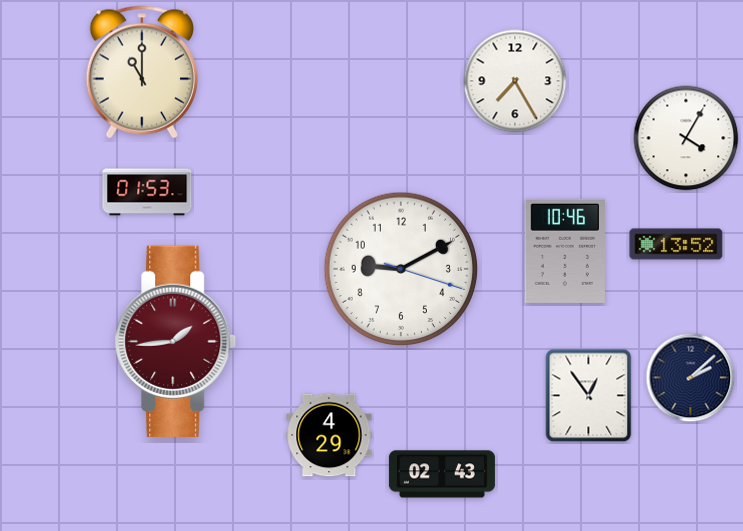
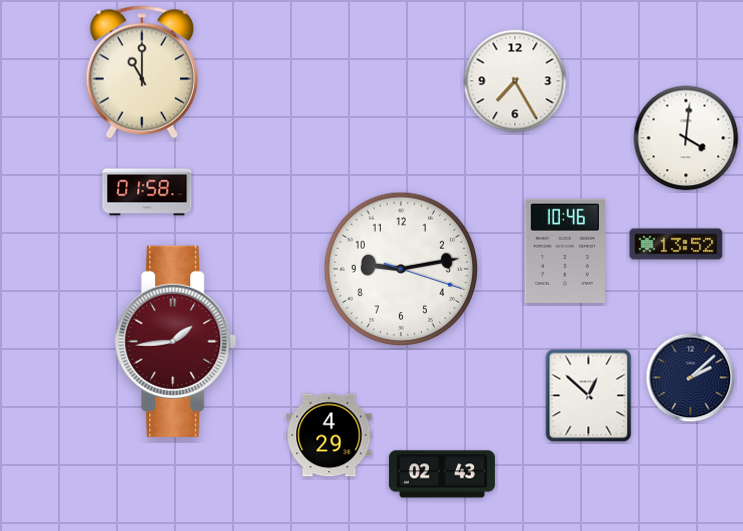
clock at (686, 138): 4:05 -> 4:01
clock at (147, 192): 01:53 -> 01:58
clock at (401, 269): 9:10 -> 9:13
clock at (589, 396): 12:54 -> 12:52
